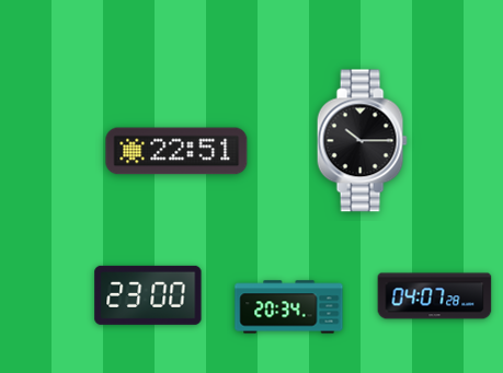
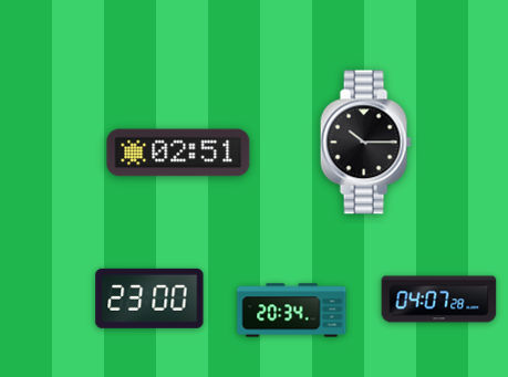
clock at (176, 151): 22:51 -> 02:51
